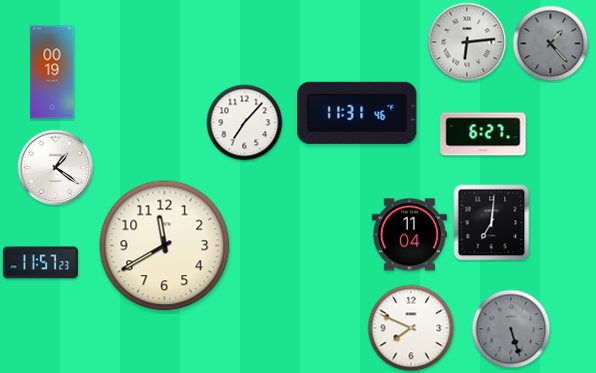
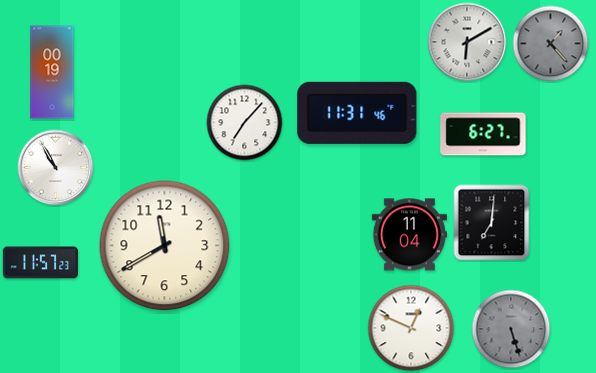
clock at (467, 42): 6:14 -> 6:10
clock at (56, 168): 1:21 -> 10:55
clock at (411, 328): 7:49 -> 12:49
